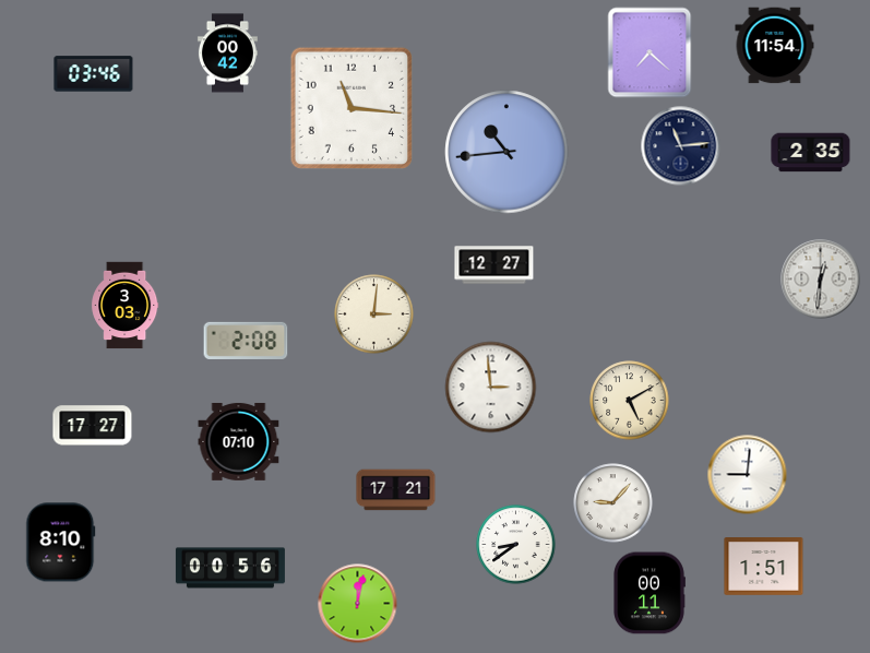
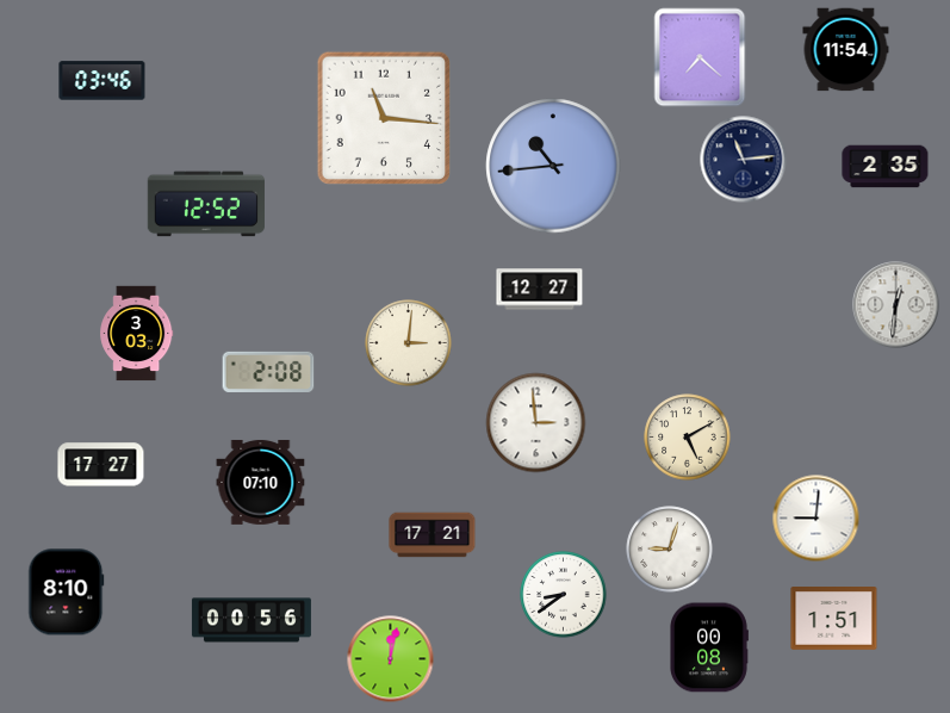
clock at (649, 52) position: (649, 52) -> (700, 57)
clock at (227, 54): 00:42 -> none
clock at (206, 204): none -> 12:52
clock at (613, 503): 9:07 -> 9:03
clock at (649, 593): 00:11 -> 00:08
